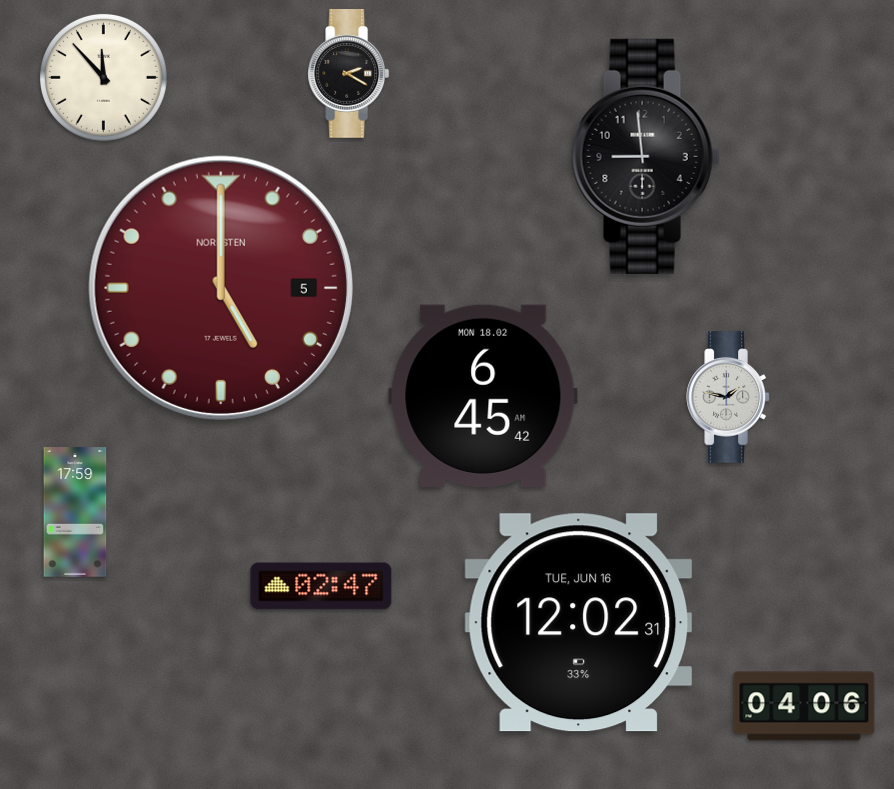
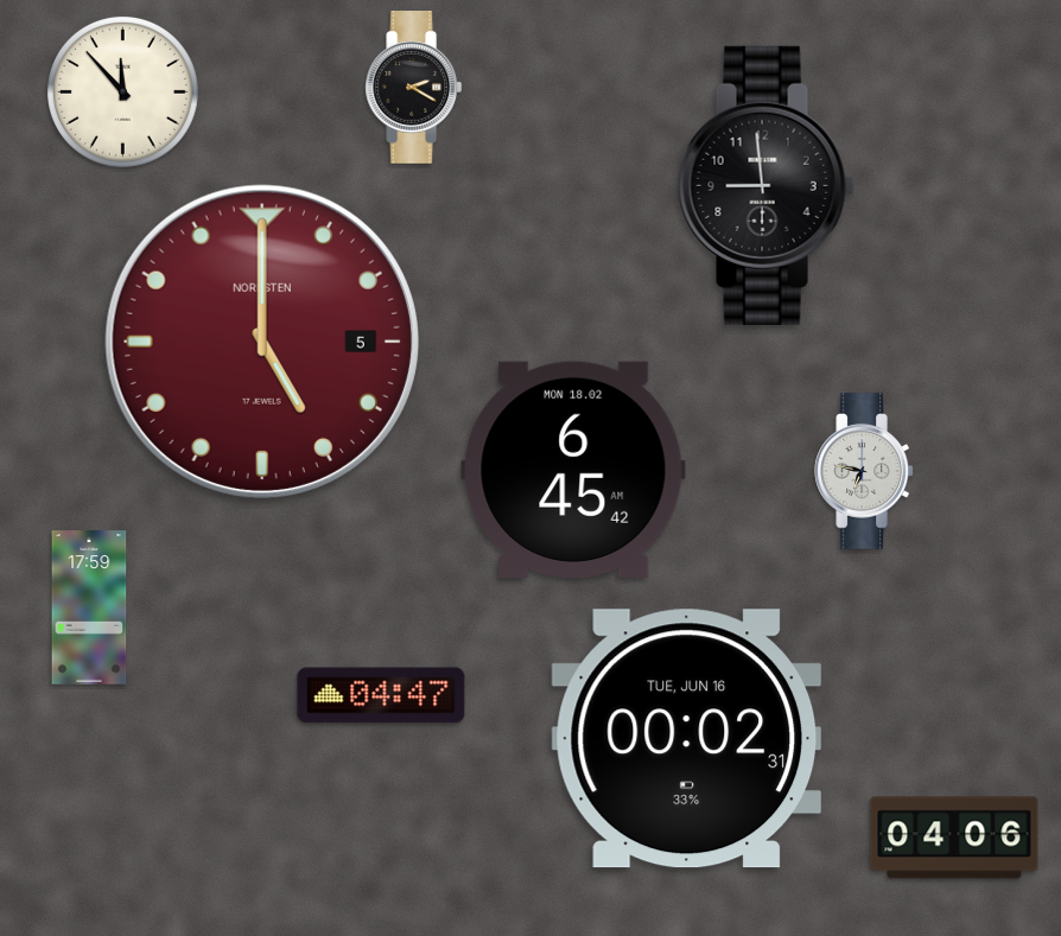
clock at (728, 397): 1:47 -> 6:47
clock at (321, 586): 02:47 -> 04:47
clock at (579, 623): 12:02 -> 00:02
